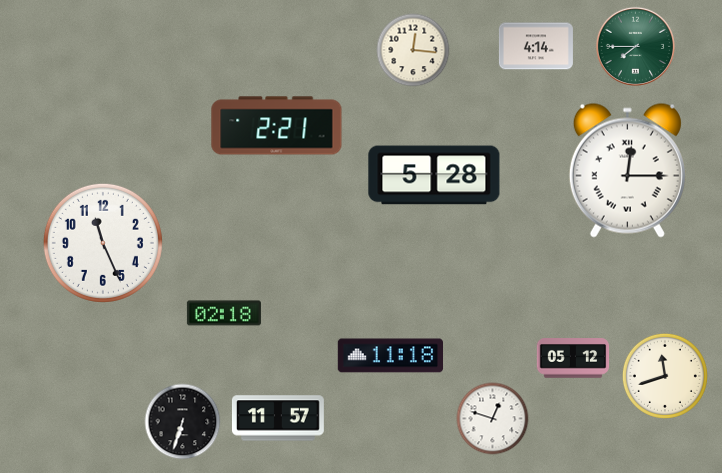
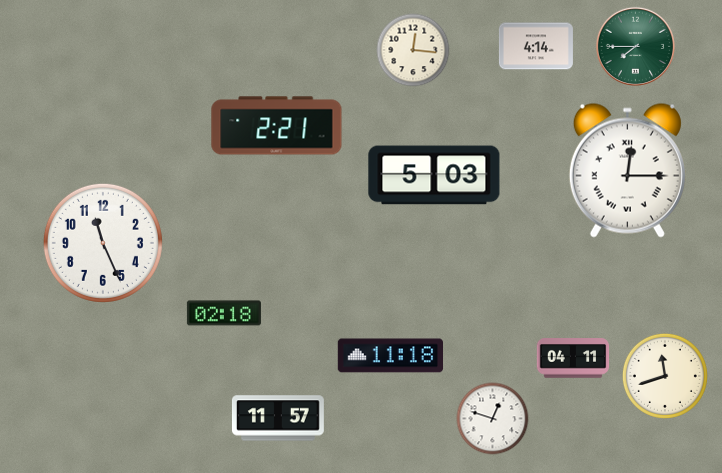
clock at (434, 175): 5:28 -> 5:03
clock at (573, 358): 05:12 -> 04:11
clock at (183, 422): 6:33 -> none
